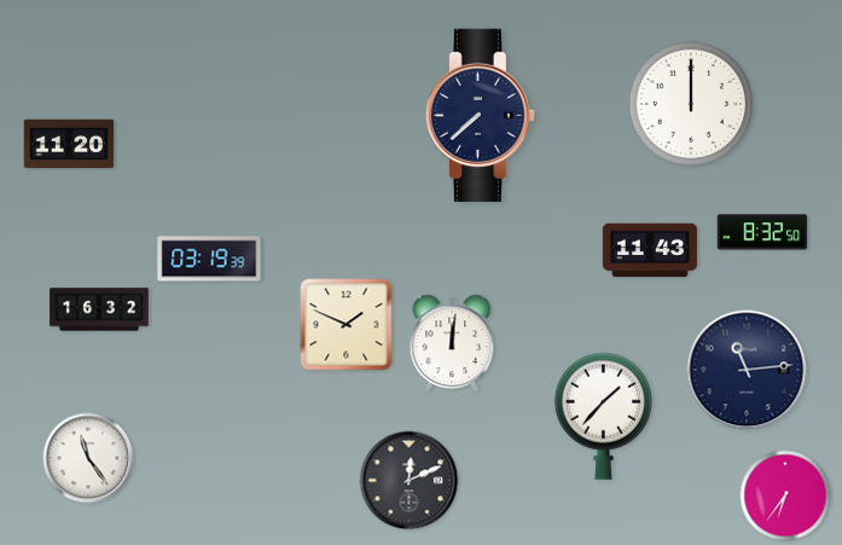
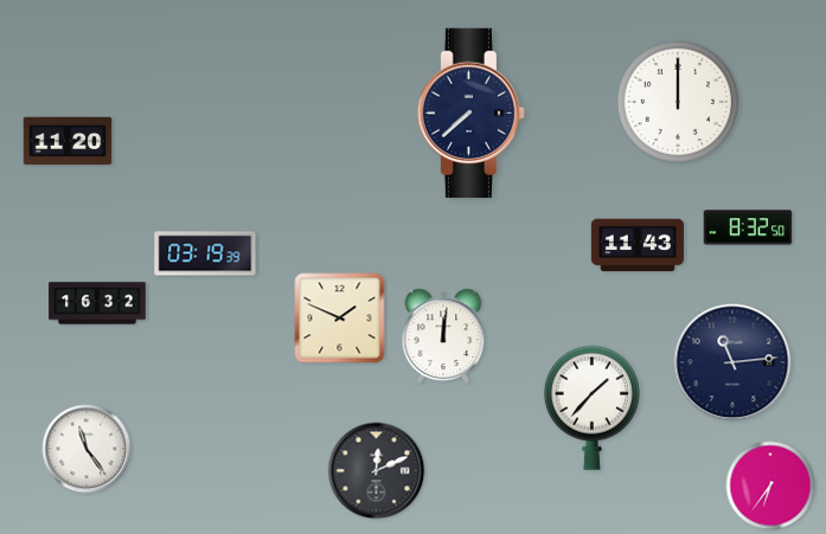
clock at (410, 481) position: (410, 481) -> (377, 471)
